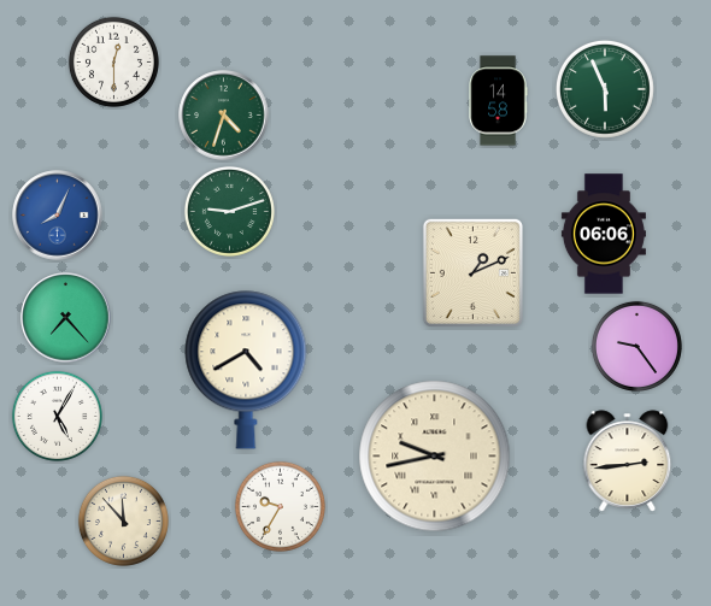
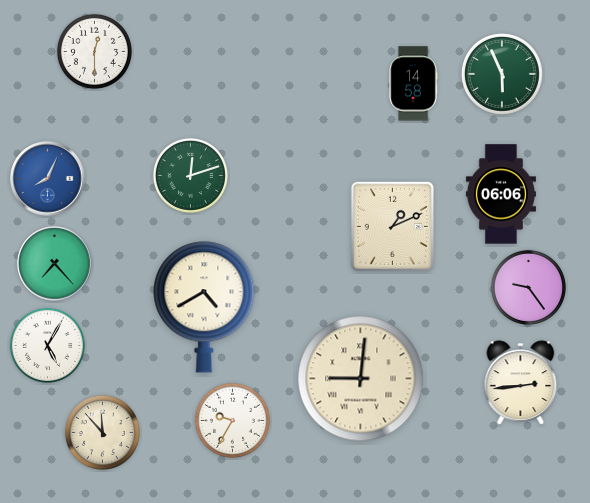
clock at (224, 116): 4:33 -> none
clock at (229, 211): 9:12 -> 12:12
clock at (435, 457): 9:43 -> 9:01
